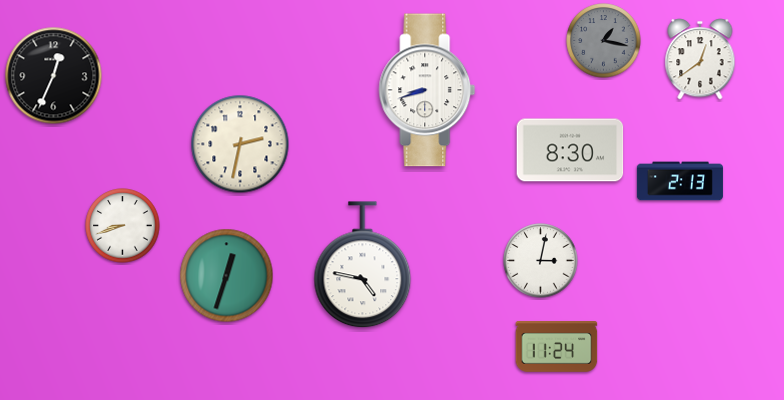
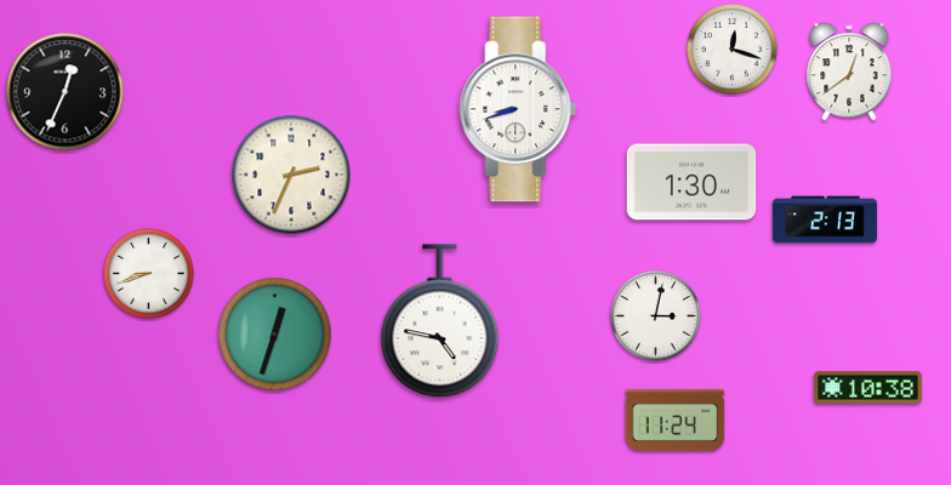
clock at (604, 41): 1:17 -> 12:18
clock at (604, 41) dial: grey -> white
clock at (240, 144): 2:32 -> 2:34
clock at (570, 150): 8:30 -> 1:30
clock at (869, 388): none -> 10:38
